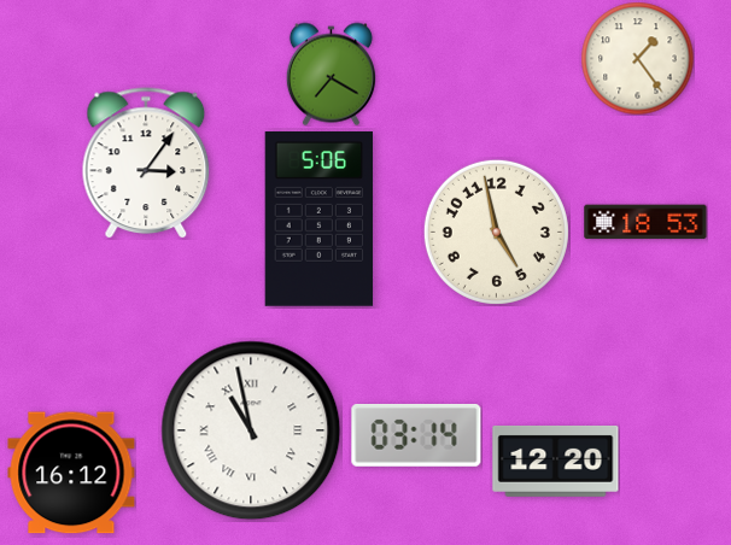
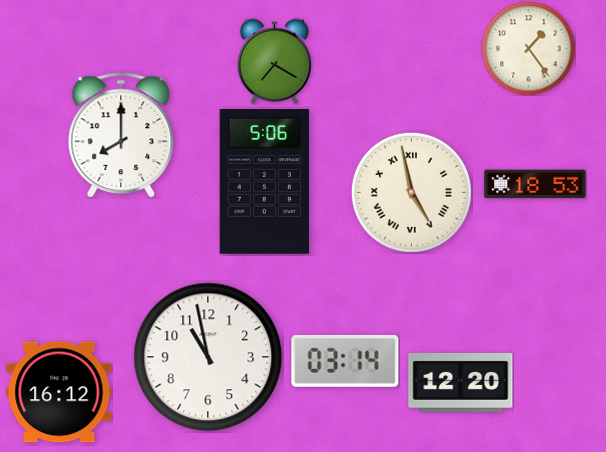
clock at (146, 163): 3:06 -> 8:00
clock at (496, 232) numerals: Arabic -> Roman
clock at (251, 430) numerals: Roman -> Arabic
